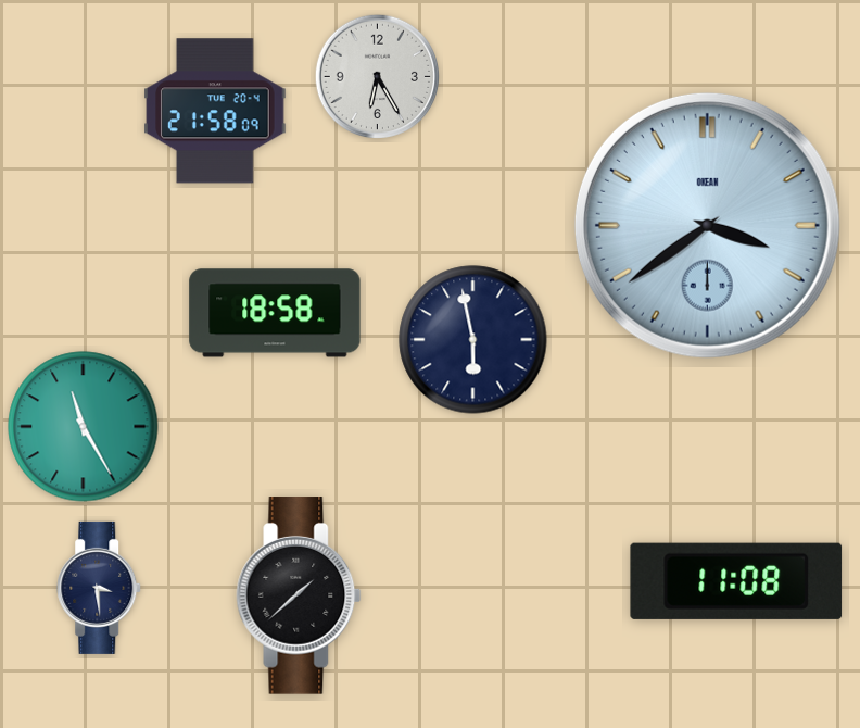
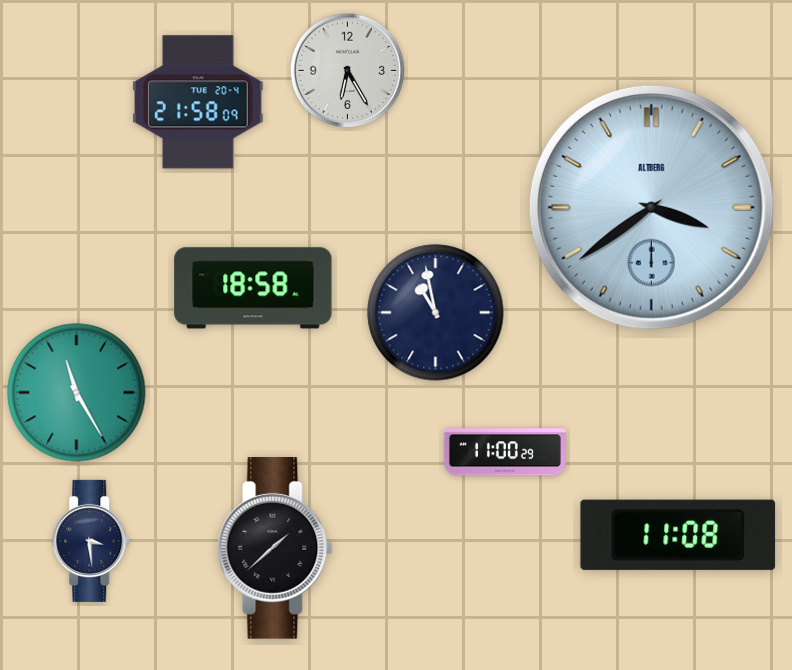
clock at (707, 225) brand: OKEAN -> ALTBERG
clock at (473, 340): 5:58 -> 10:58
clock at (505, 452): none -> 11:00
